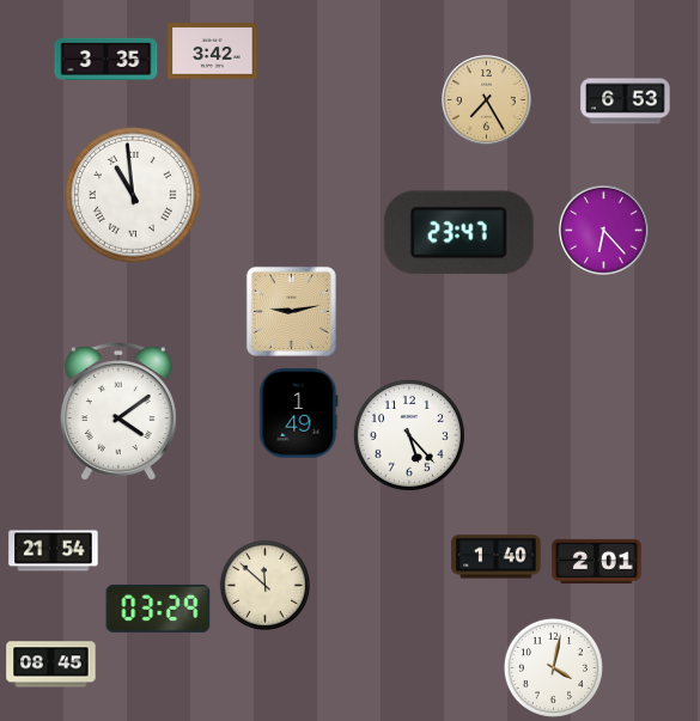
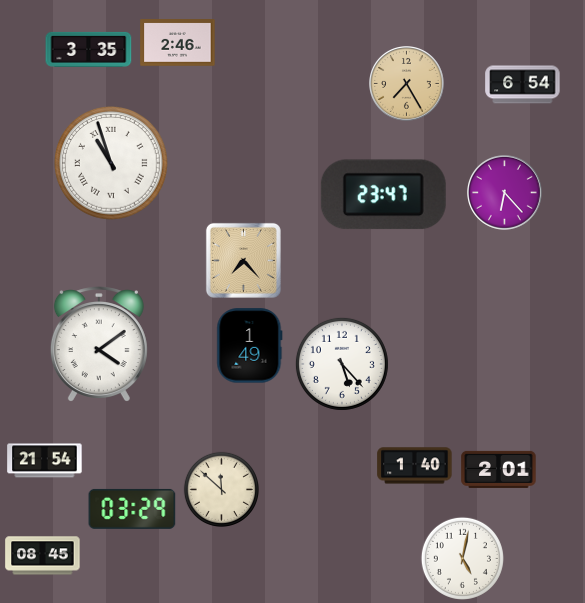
clock at (213, 51): 3:42 -> 2:46
clock at (626, 102): 6:53 -> 6:54
clock at (134, 196): 10:59 -> 10:57
clock at (291, 311): 9:13 -> 7:23
clock at (553, 667): 4:02 -> 5:02
